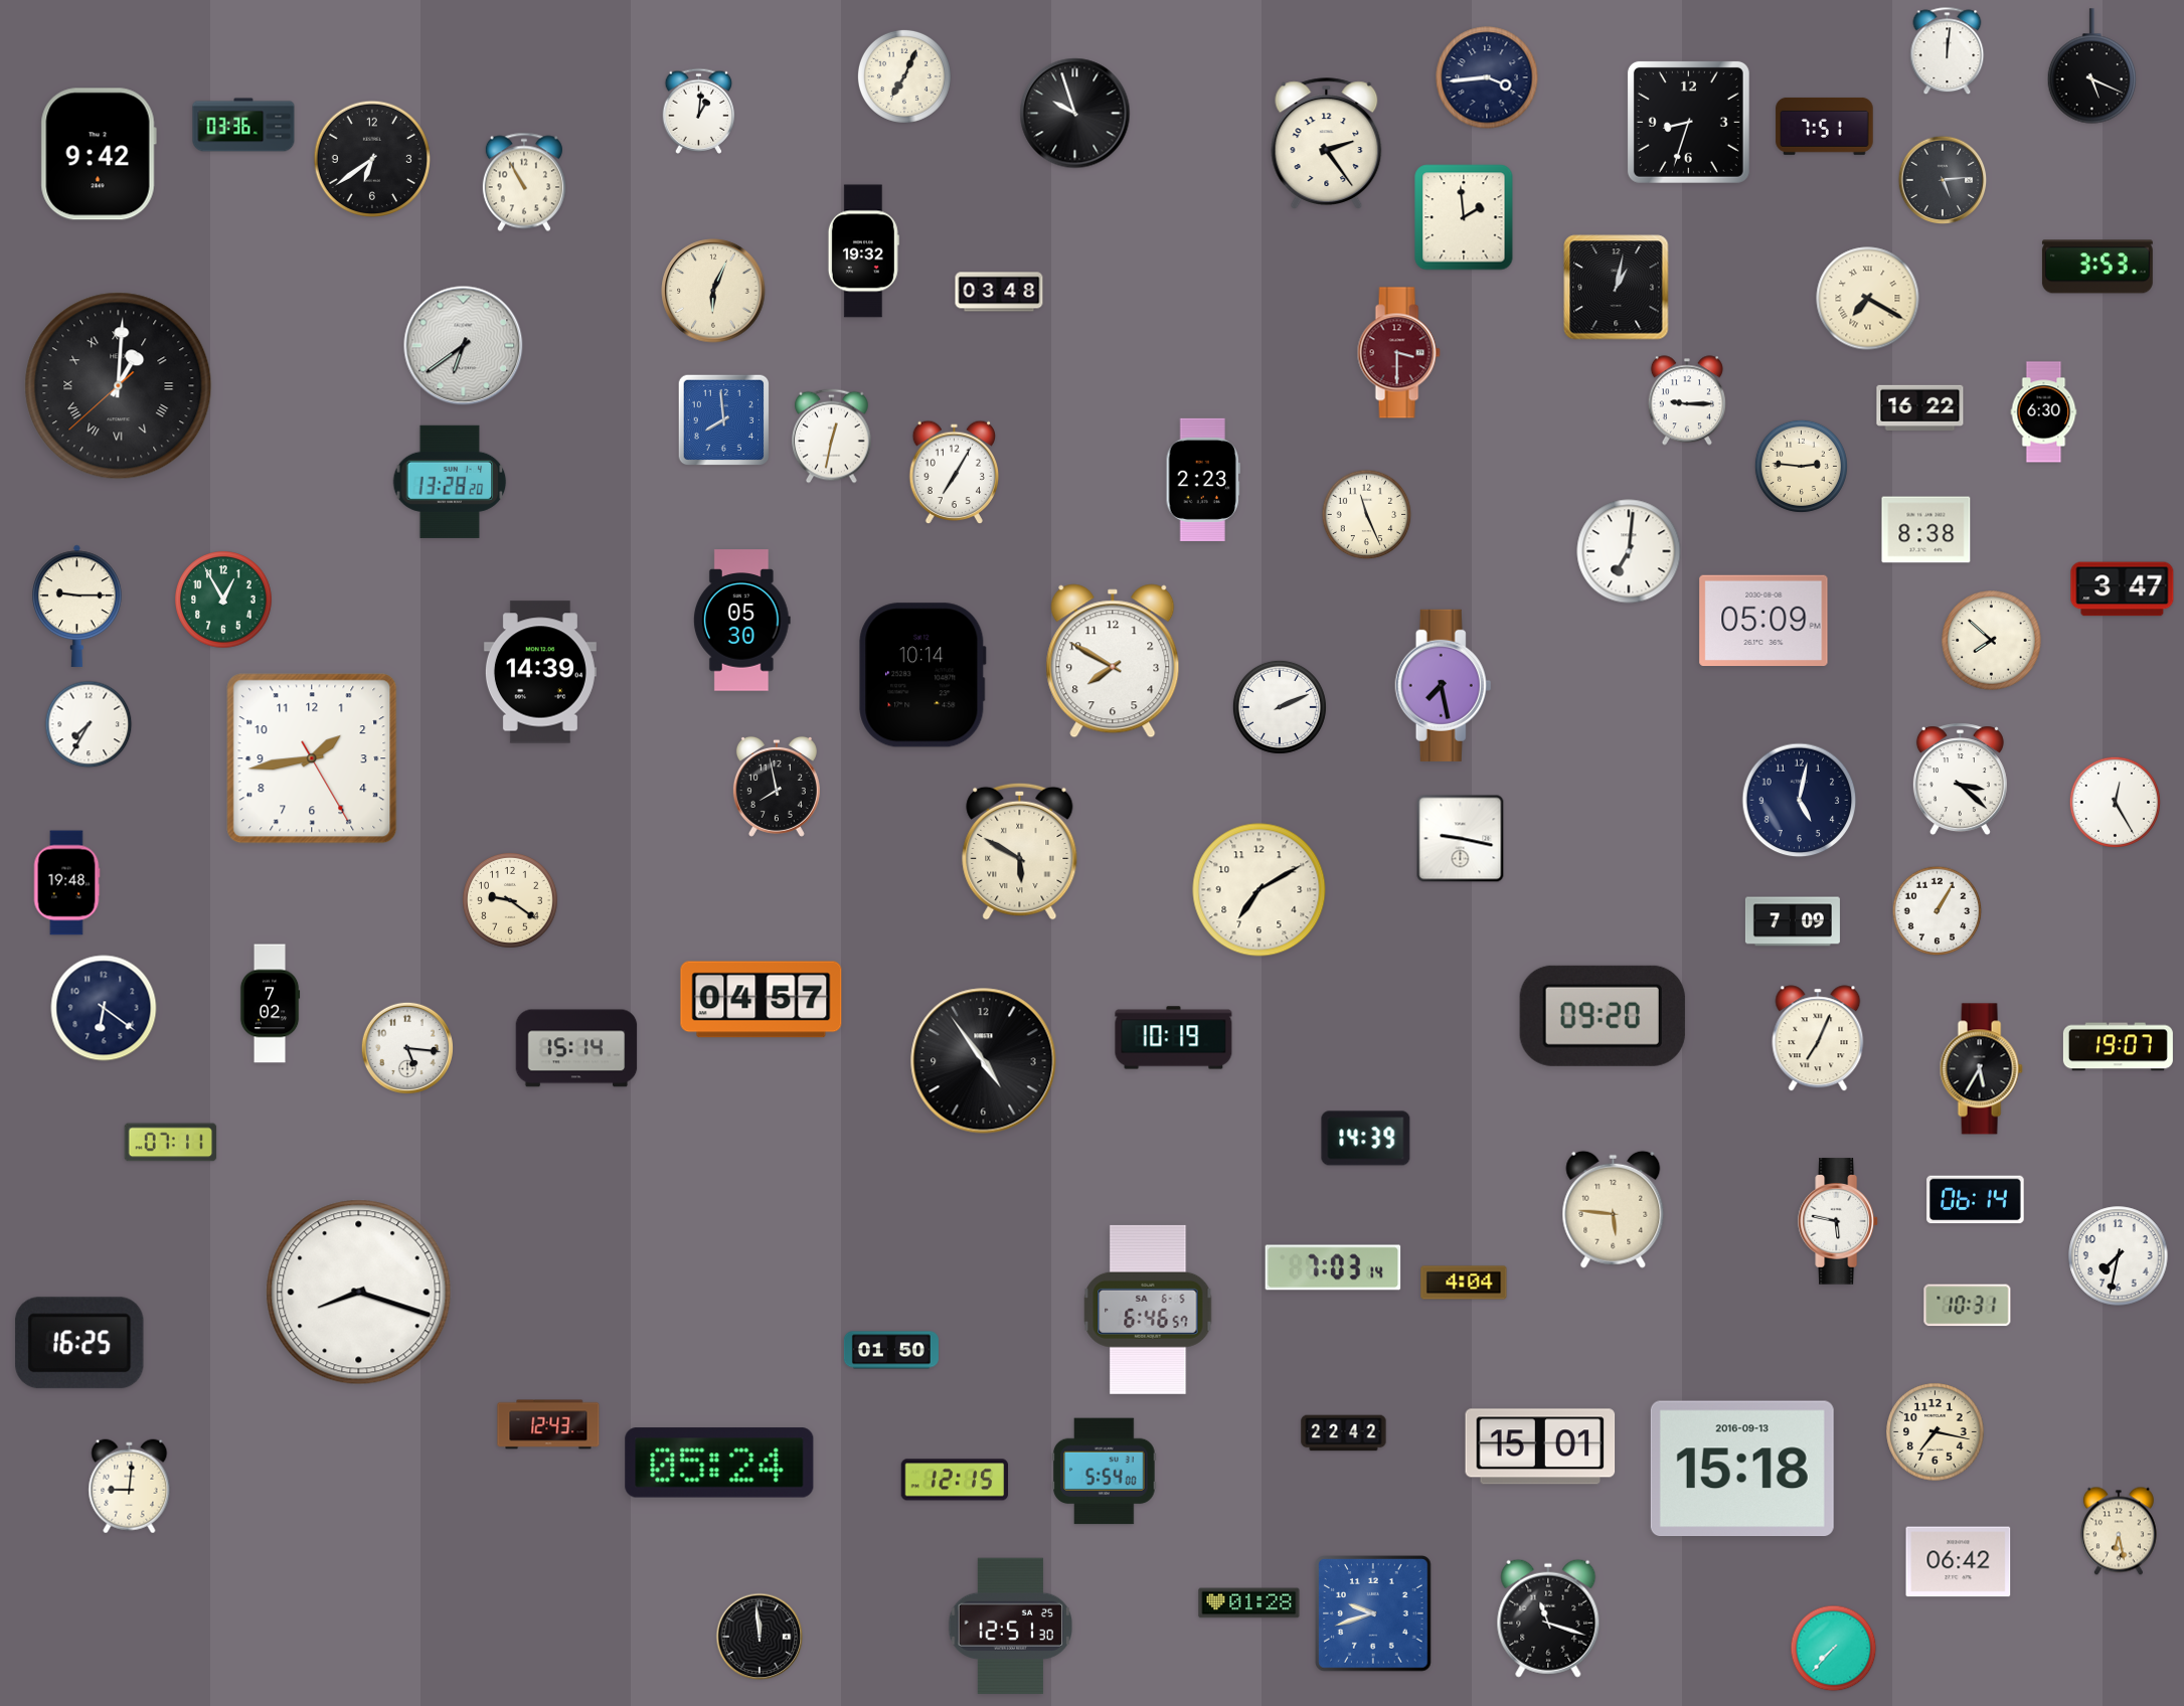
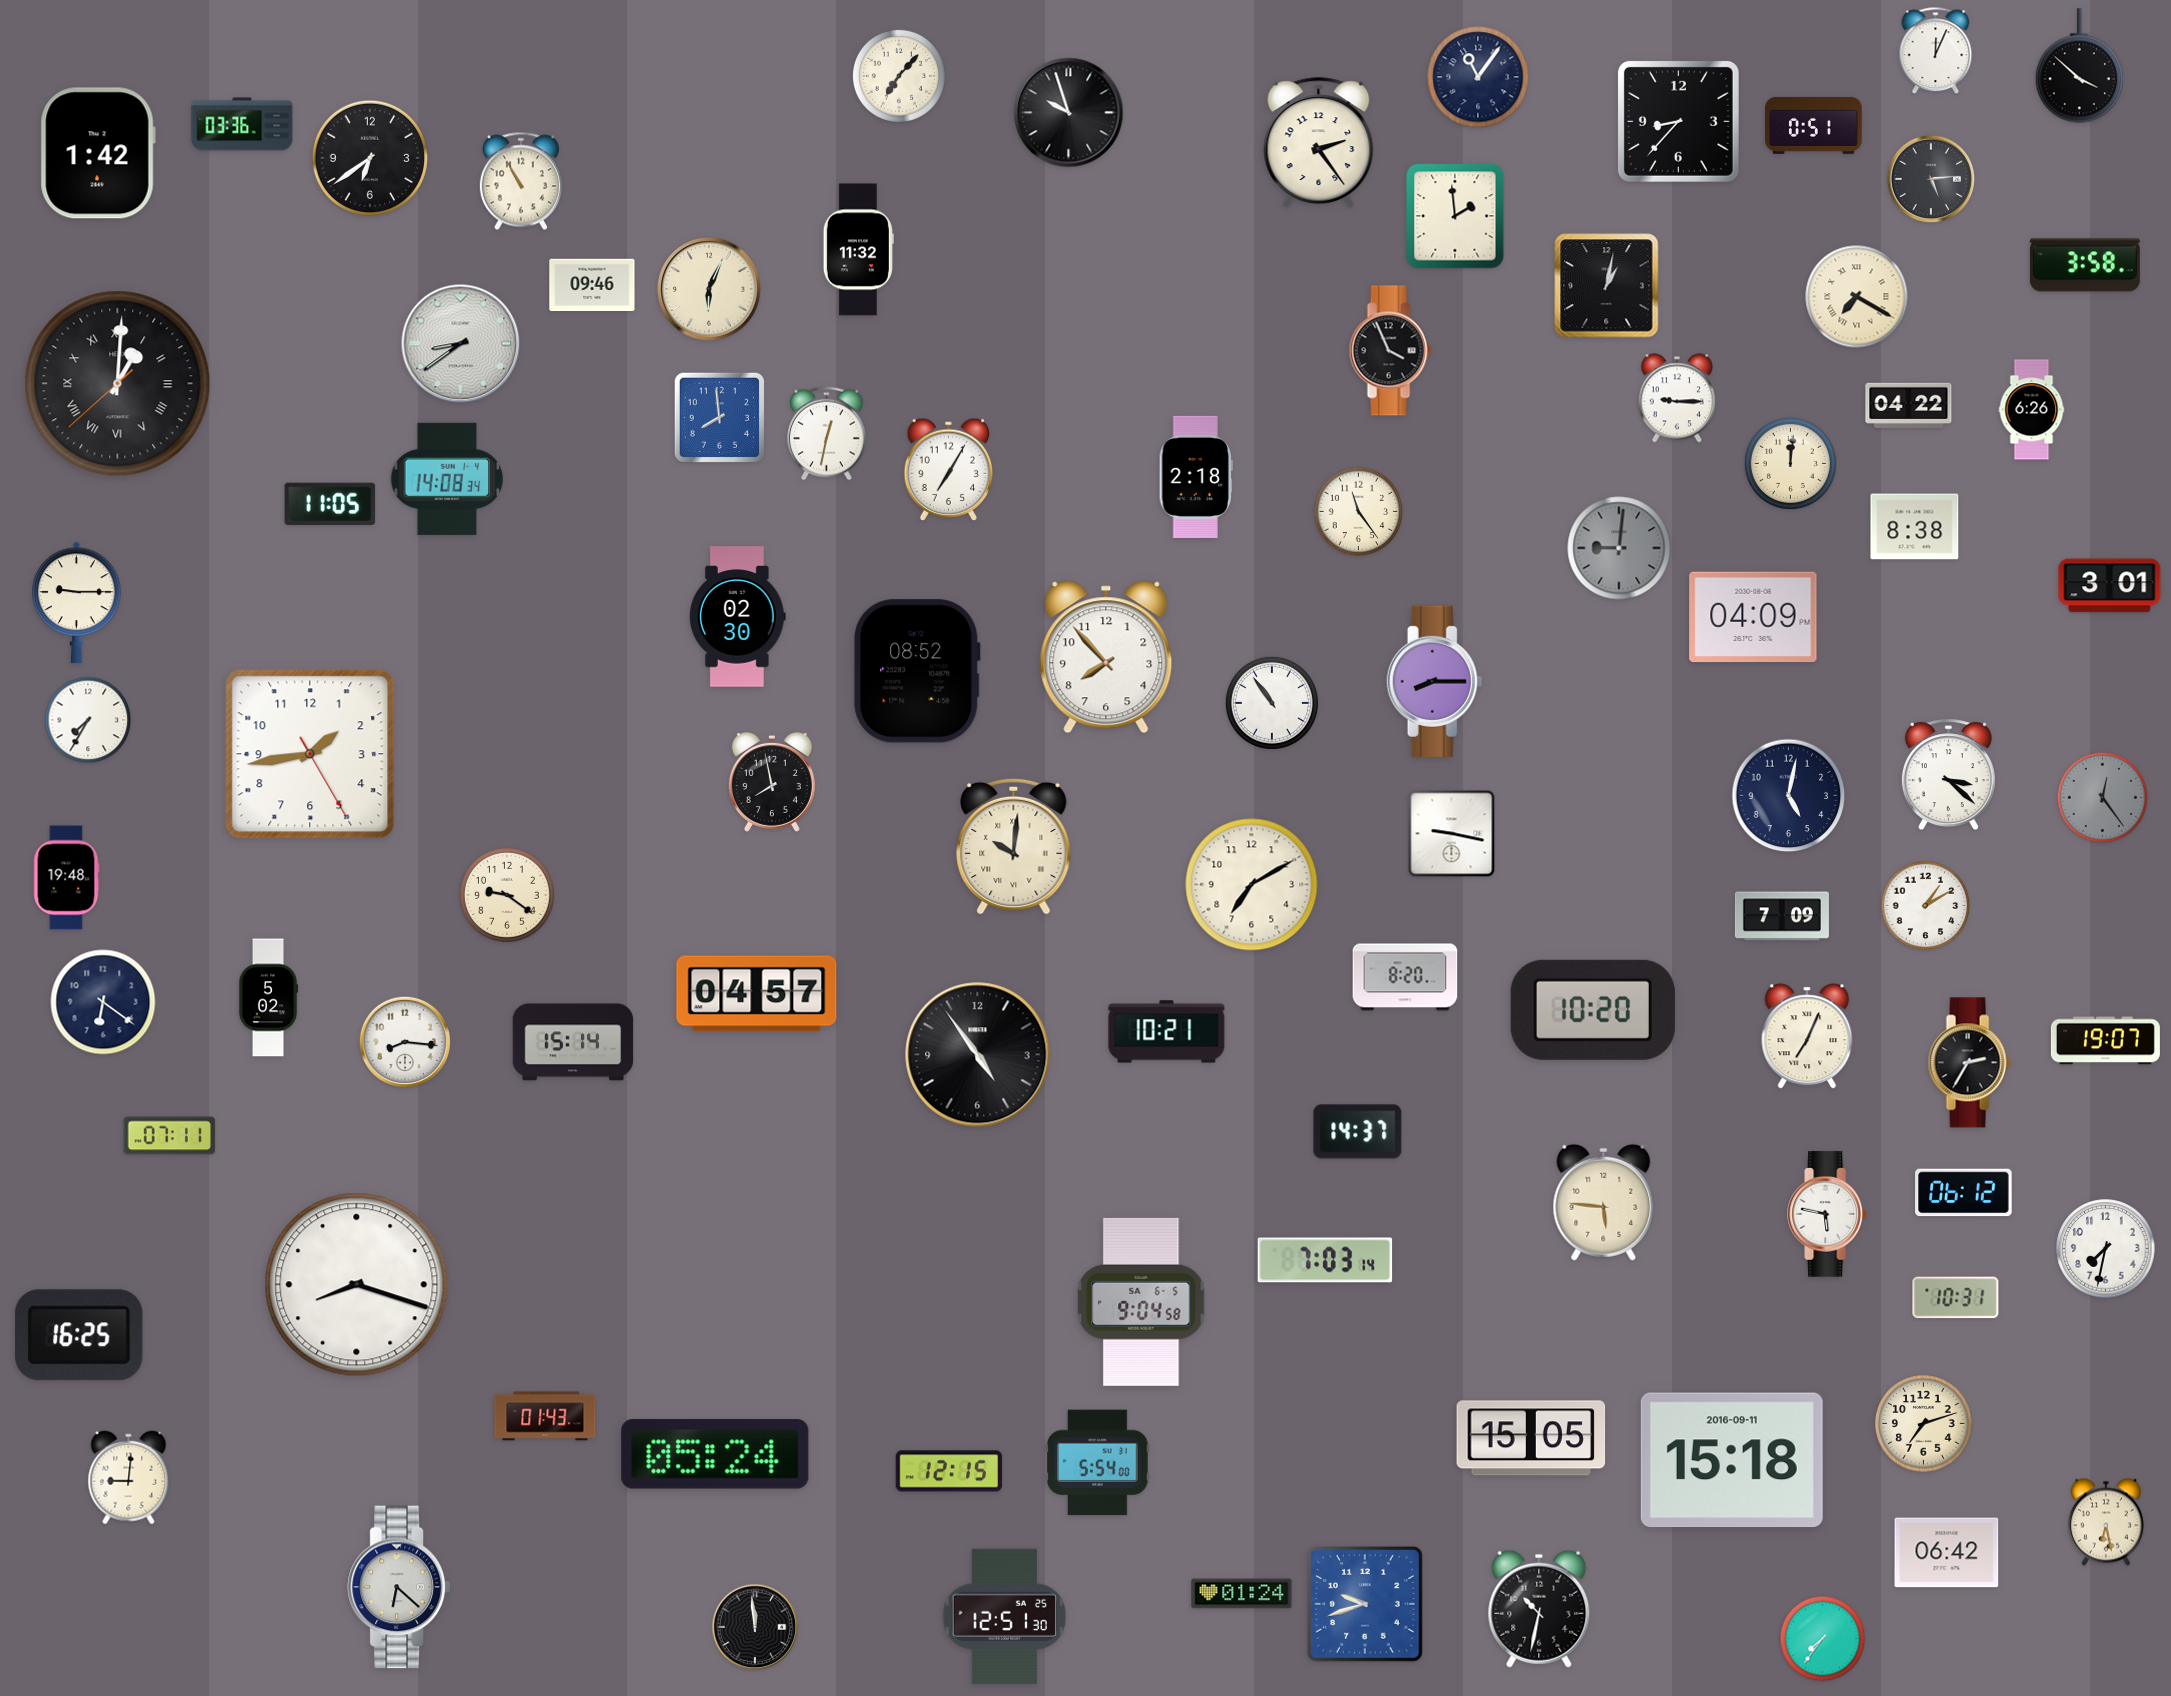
clock at (1948, 51): 12:01 -> 12:04
clock at (2091, 66): 5:19 -> 3:52
clock at (904, 76): 7:04 -> 7:07
clock at (1487, 77): 3:44 -> 11:06
clock at (699, 111): 1:01 -> none
clock at (1688, 122): 8:33 -> 8:37
clock at (1825, 126): 7:51 -> 0:51
clock at (99, 154): 9:42 -> 1:42
clock at (863, 251): 19:32 -> 11:32
clock at (2097, 267): 3:53 -> 3:58
clock at (592, 285): none -> 09:46
clock at (999, 292): 03:48 -> none
clock at (464, 346): 6:39 -> 8:39
clock at (1398, 353): 3:30 -> 3:56
clock at (1398, 353) dial: burgundy -> black
clock at (1920, 407): 16:22 -> 04:22
clock at (2044, 412): 6:30 -> 6:26
clock at (1801, 466): 2:46 -> 12:01
clock at (1203, 480): 2:23 -> 2:18
clock at (450, 482): 13:28 -> 14:08
clock at (330, 503): none -> 11:05
clock at (1367, 515): 11:26 -> 11:24
clock at (1629, 551): 7:01 -> 9:01
clock at (1629, 551) dial: white -> grey
clock at (2123, 589): 3:47 -> 3:01
clock at (223, 600): 12:55 -> none
clock at (741, 621): 05:30 -> 02:30
clock at (1763, 621): 05:09 -> 04:09
clock at (1992, 641): 7:52 -> none
clock at (1113, 661): 7:50 -> 7:53
clock at (540, 672): 14:39 -> none
clock at (922, 675): 10:14 -> 08:52
clock at (1444, 685): 7:28 -> 8:15
clock at (1280, 707): 2:11 -> 10:54
clock at (2115, 802): 12:25 -> 12:24
clock at (2115, 802) dial: white -> grey
clock at (1020, 851): 5:50 -> 10:01
clock at (1938, 911): 1:05 -> 1:10
clock at (1405, 977): none -> 8:20
clock at (270, 1004): 7:02 -> 5:02
clock at (1603, 1016): 09:20 -> 10:20
clock at (1174, 1038): 10:19 -> 10:21
clock at (1818, 1038) position: (1818, 1038) -> (1807, 1036)
clock at (407, 1048): 5:16 -> 8:16
clock at (1981, 1069): 5:35 -> 2:35
clock at (1366, 1139): 14:39 -> 14:37
clock at (1976, 1200): 06:14 -> 06:12
clock at (1464, 1283): 4:04 -> none
clock at (1148, 1310): 6:46 -> 9:04
clock at (891, 1350): 01:50 -> none
clock at (548, 1424): 12:43 -> 01:43
clock at (1936, 1432): 7:17 -> 7:12
clock at (1344, 1433): 22:42 -> none
clock at (1540, 1446): 15:01 -> 15:05
clock at (1742, 1469) date: 2016-09-13 -> 2016-09-11
clock at (399, 1587): none -> 6:22
clock at (1249, 1603): 01:28 -> 01:24
clock at (1548, 1618): 11:18 -> 10:32
clock at (1834, 1649): 7:37 -> 7:36
